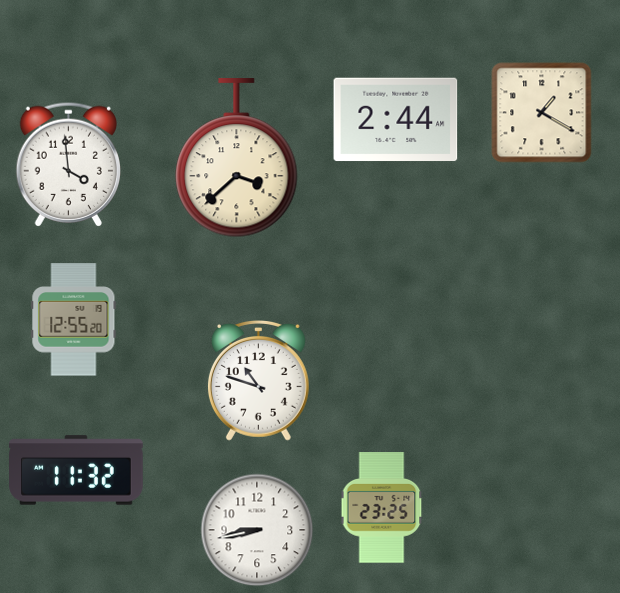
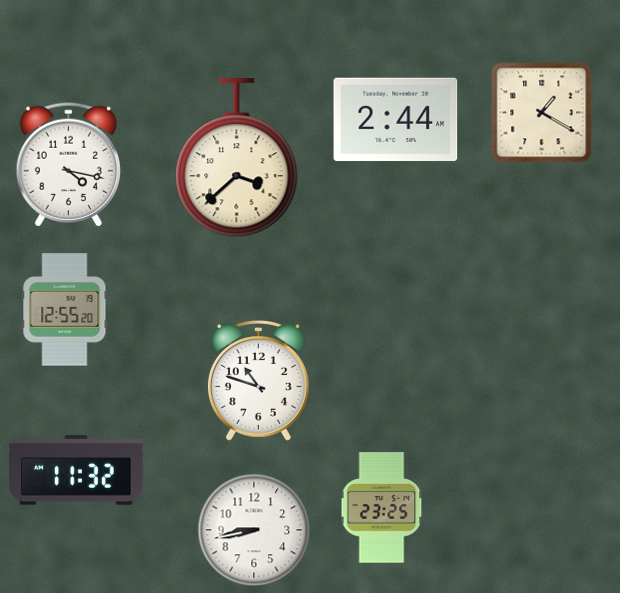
clock at (68, 164): 3:59 -> 4:17
clock at (74, 320) position: (74, 320) -> (65, 310)
clock at (257, 530) position: (257, 530) -> (254, 530)
